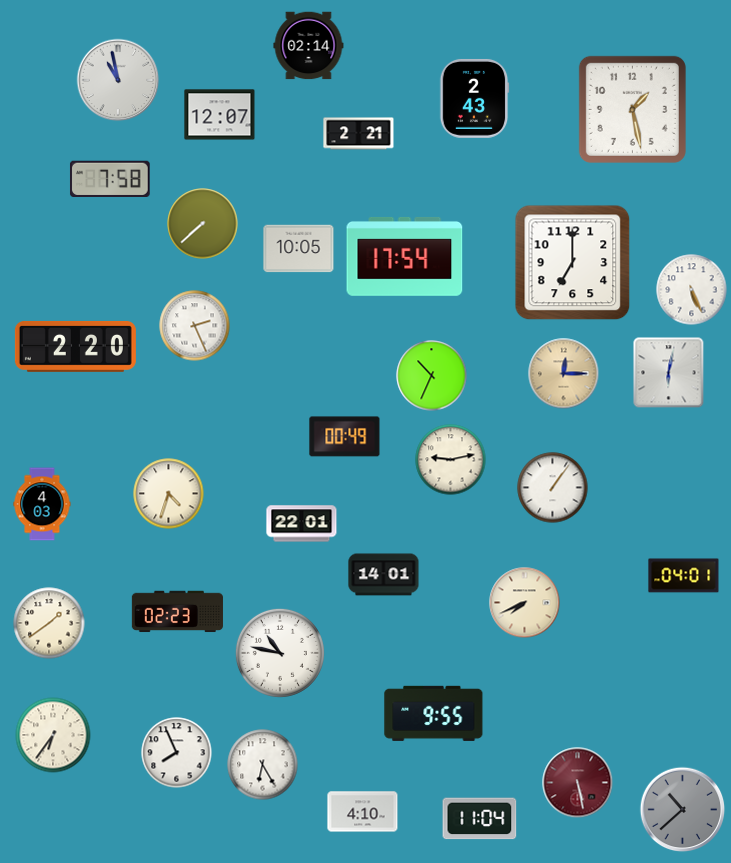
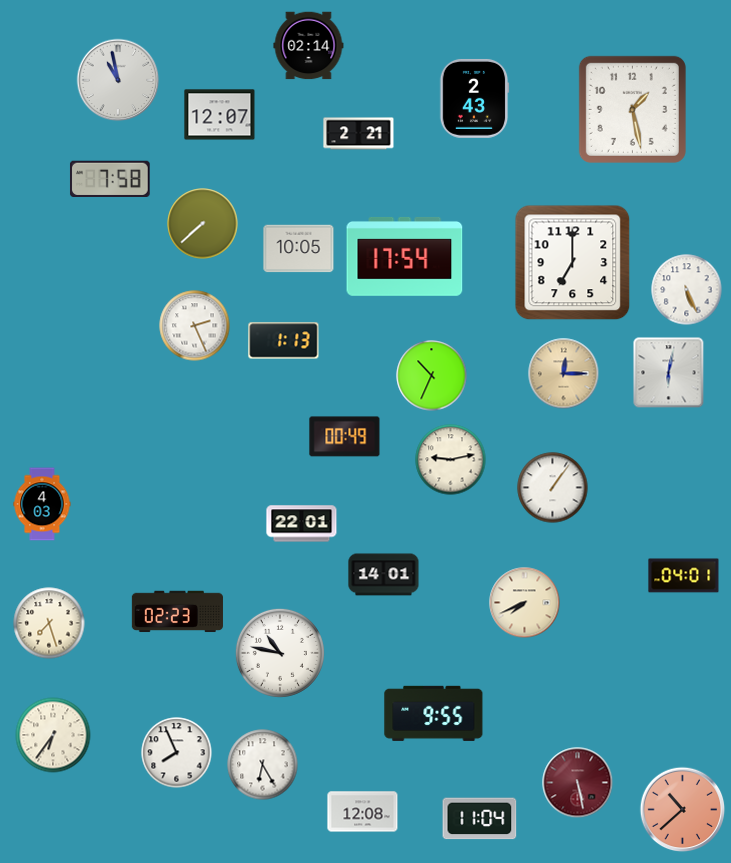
clock at (692, 290) position: (692, 290) -> (687, 290)
clock at (284, 341): none -> 1:13
clock at (75, 346): 2:20 -> none
clock at (169, 494): 4:33 -> none
clock at (49, 623): 1:39 -> 7:27
clock at (683, 810) dial: grey -> salmon
clock at (363, 812): 4:10 -> 12:08
